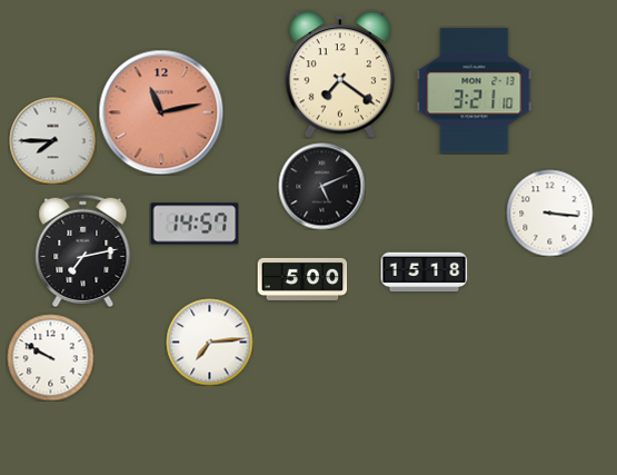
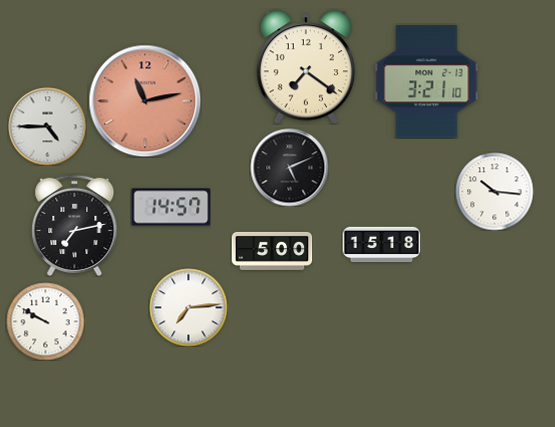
clock at (52, 140): 7:45 -> 4:45
clock at (549, 212): 3:16 -> 10:16
clock at (195, 224) position: (195, 224) -> (171, 207)
